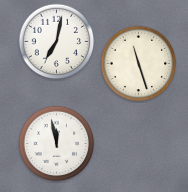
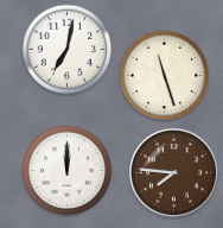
clock at (57, 144): 11:58 -> 12:00
clock at (173, 172): none -> 7:46
